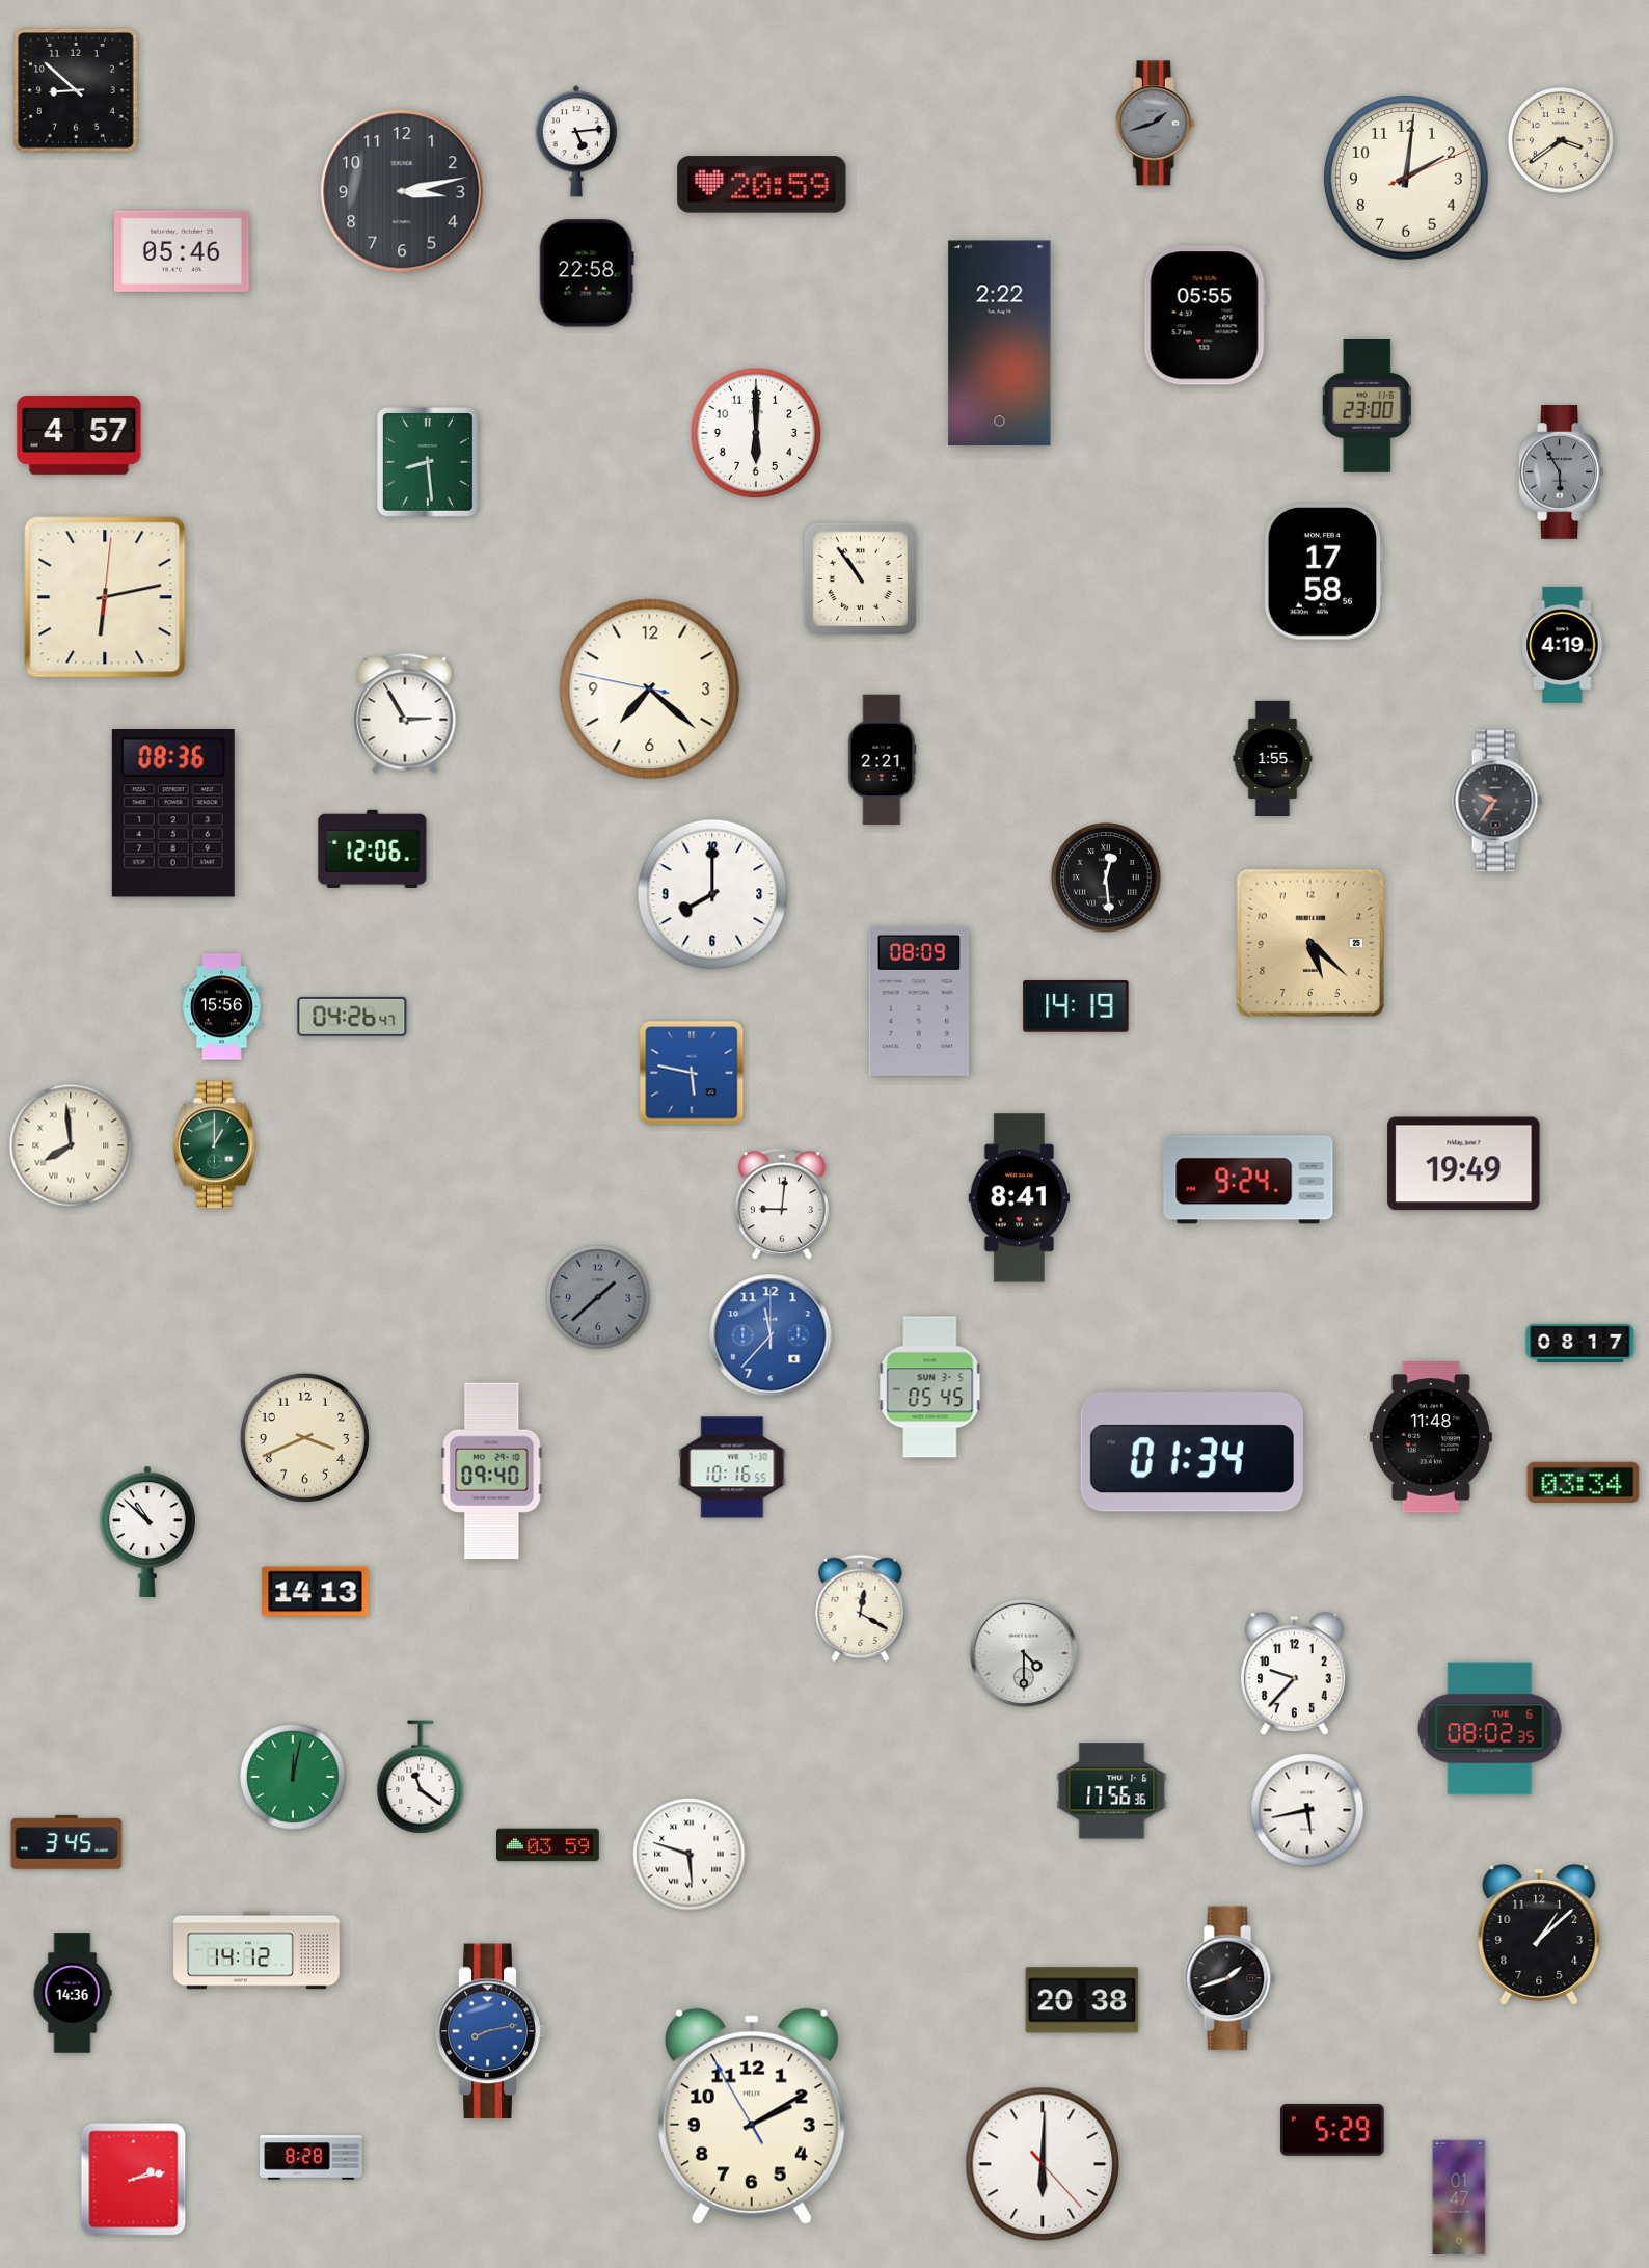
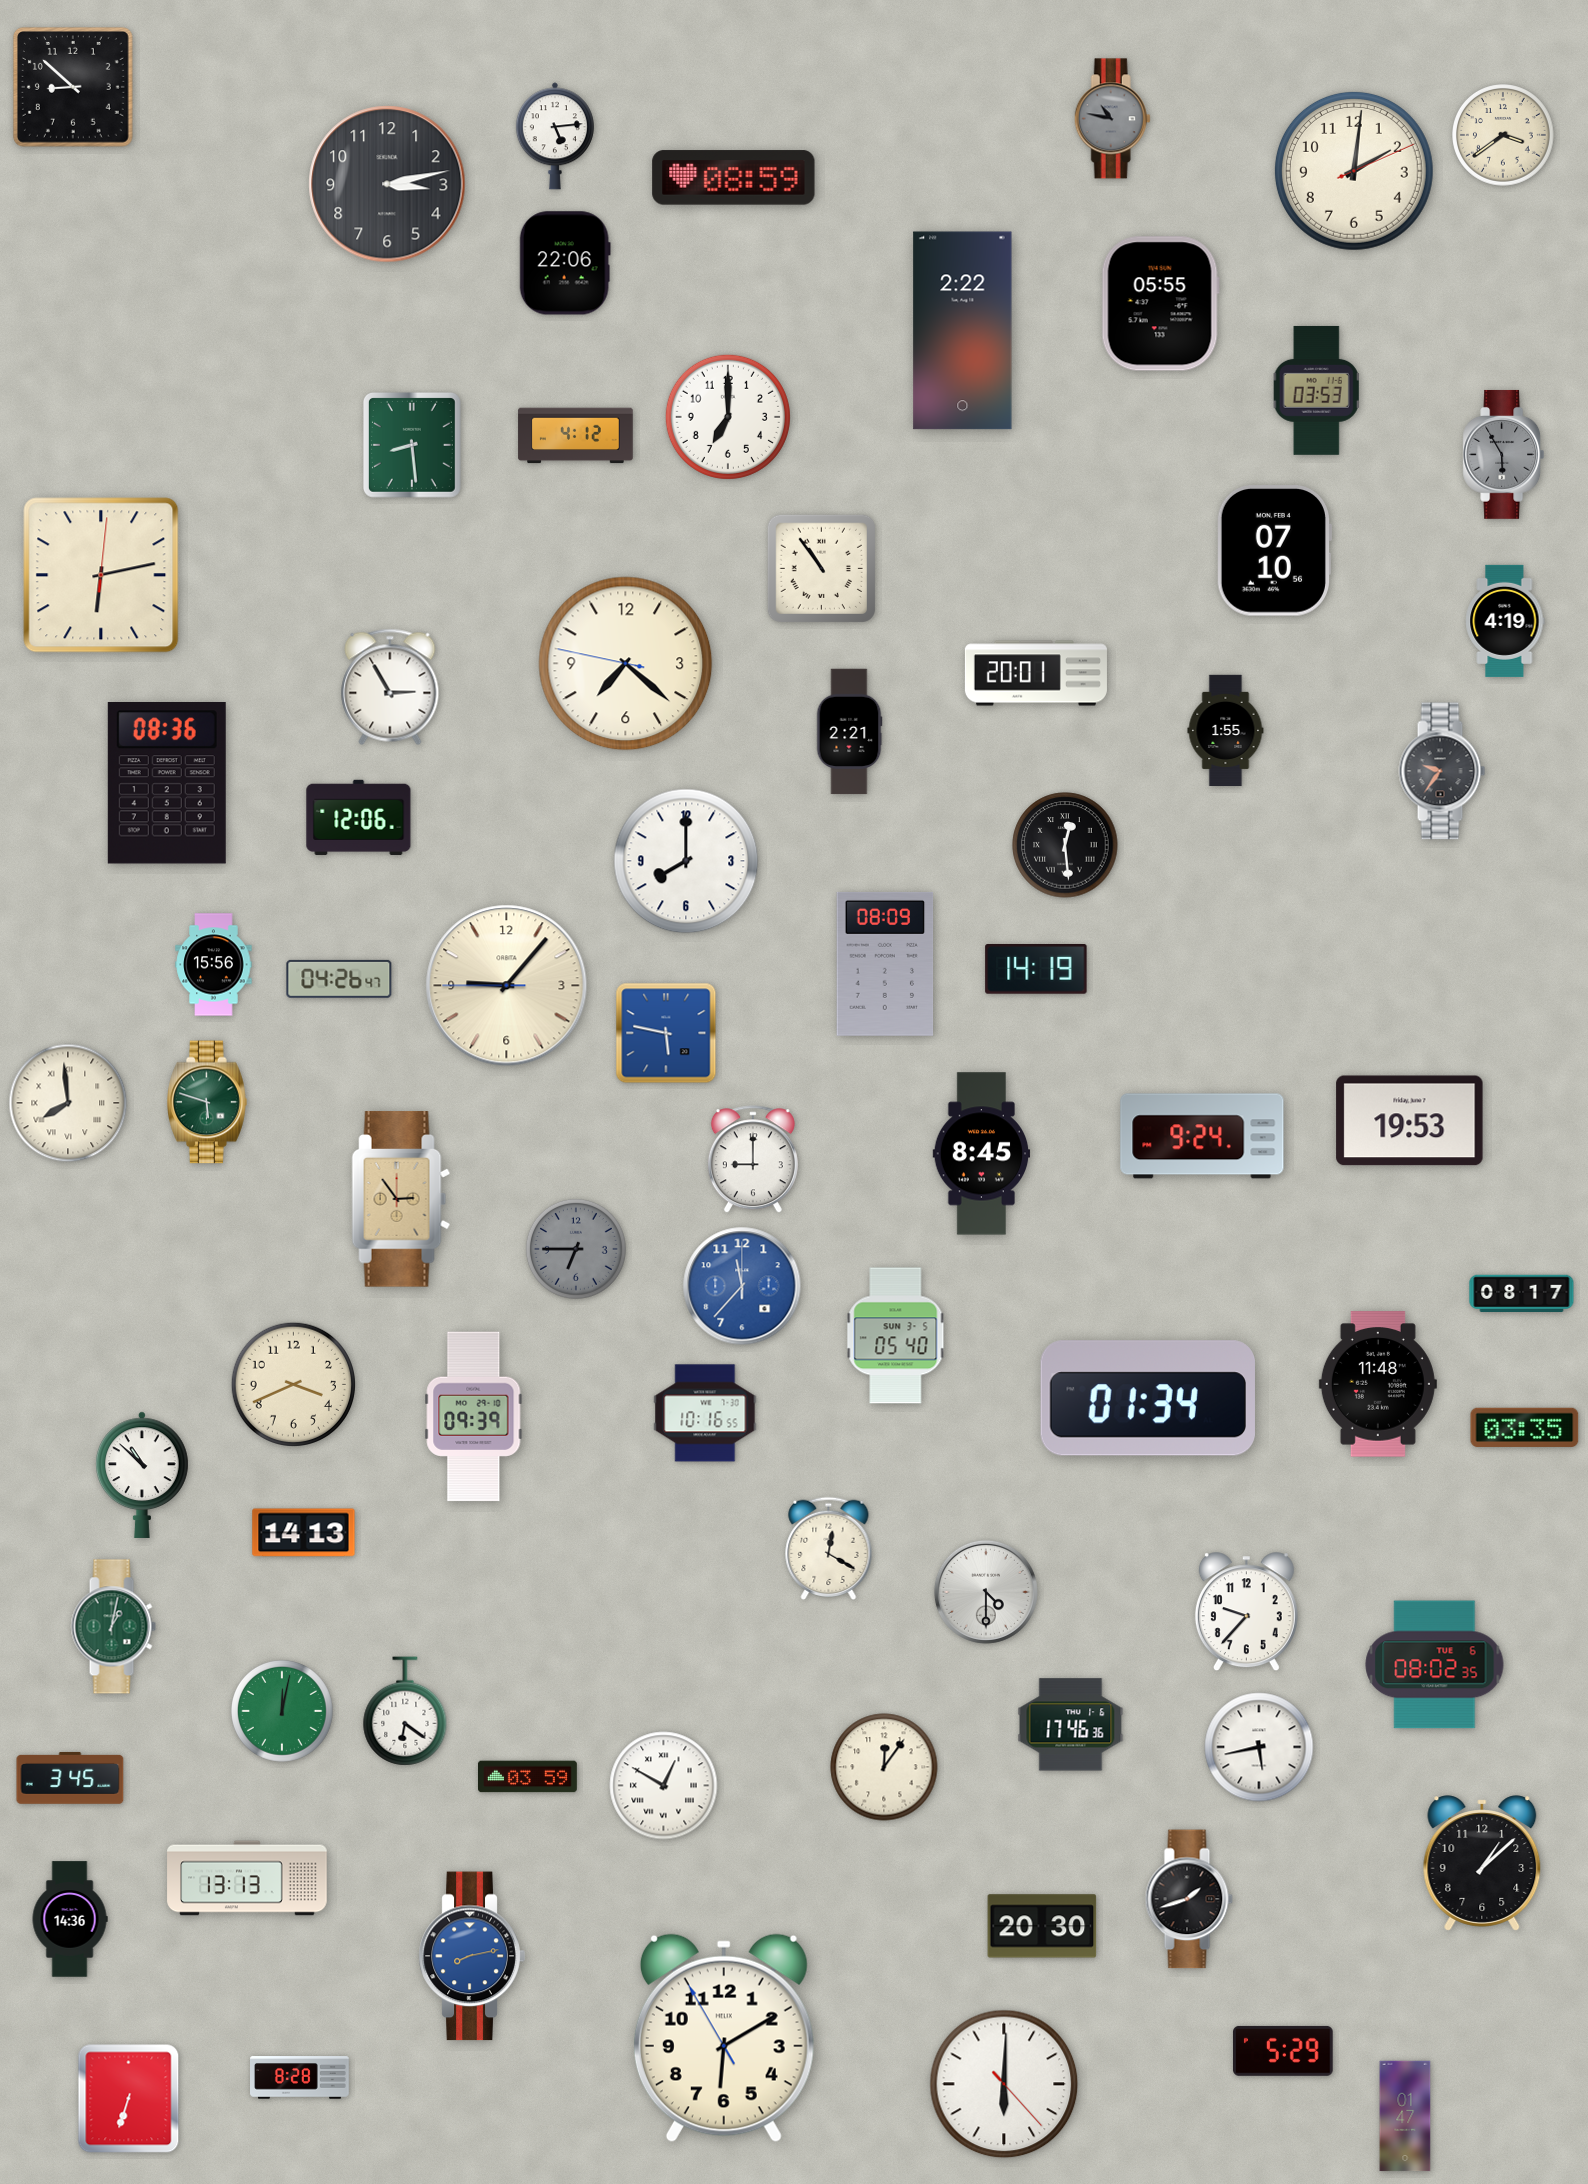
clock at (1155, 124): 1:42 -> 10:47
clock at (762, 185): 20:59 -> 08:59
clock at (183, 251): 05:46 -> none
clock at (587, 273): 22:58 -> 22:06
clock at (1367, 405): 23:00 -> 03:53
clock at (756, 433): 6:00 -> 7:00
clock at (79, 435): 4:57 -> none
clock at (576, 436): none -> 4:12
clock at (1322, 572): 17:58 -> 07:10
clock at (860, 578) position: (860, 578) -> (821, 568)
clock at (1036, 673): none -> 20:01
clock at (1310, 943): 5:22 -> none
clock at (222, 1007) position: (222, 1007) -> (214, 965)
clock at (507, 986): none -> 9:06
clock at (215, 1144): 1:00 -> 5:48
clock at (1464, 1164): 19:49 -> 19:53
clock at (1020, 1198): 8:41 -> 8:45
clock at (782, 1205): 9:01 -> 9:00
clock at (401, 1199): none -> 2:54
clock at (598, 1297): 1:38 -> 6:45
clock at (930, 1387): 05:45 -> 05:40
clock at (492, 1472): 09:40 -> 09:39
clock at (1584, 1482): 03:34 -> 03:35
clock at (113, 1627): none -> 1:02
clock at (421, 1777): 11:21 -> 6:21
clock at (1112, 1791): 17:56 -> 17:46
clock at (1307, 1810) position: (1307, 1810) -> (1259, 1747)
clock at (884, 1767): none -> 12:06
clock at (66, 1842) position: (66, 1842) -> (70, 1778)
clock at (690, 1855): 5:48 -> 12:50
clock at (256, 1950): 14:12 -> 13:13
clock at (1229, 1978) position: (1229, 1978) -> (1189, 1899)
clock at (1082, 2000): 20:38 -> 20:30
clock at (752, 2116): 2:09 -> 6:09
clock at (134, 2180): 2:13 -> 6:33
